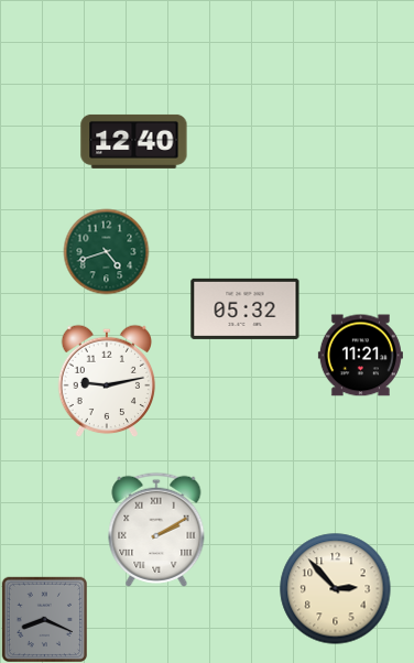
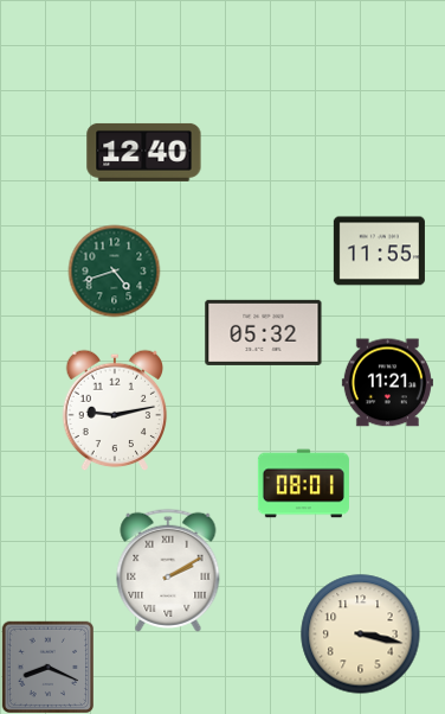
clock at (379, 251): none -> 11:55
clock at (303, 484): none -> 08:01
clock at (336, 589): 2:53 -> 3:17
